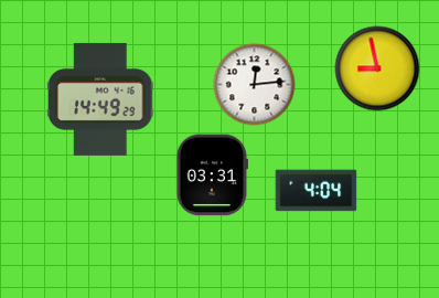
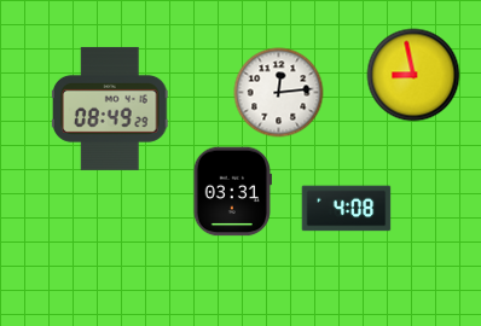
clock at (101, 99): 14:49 -> 08:49
clock at (317, 191): 4:04 -> 4:08
